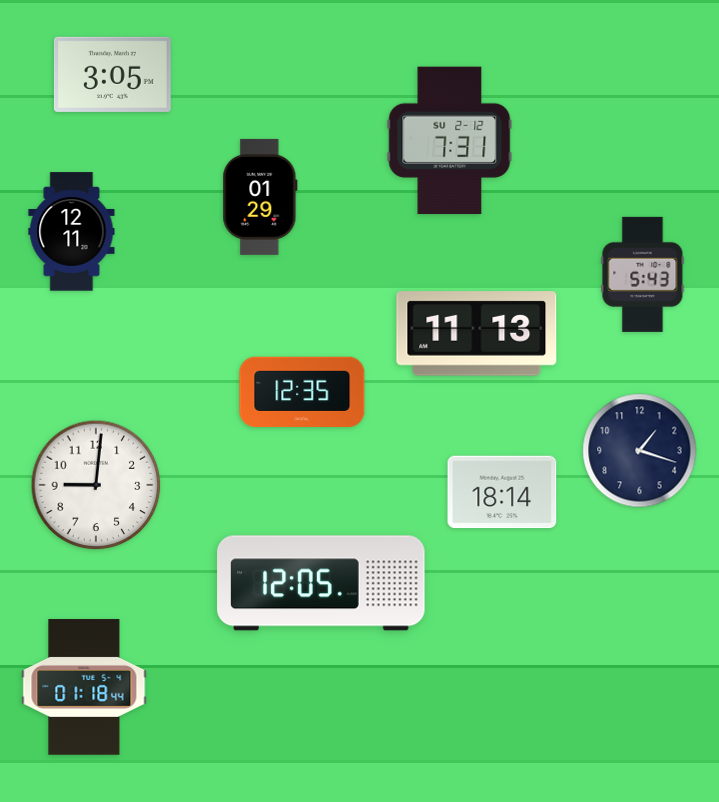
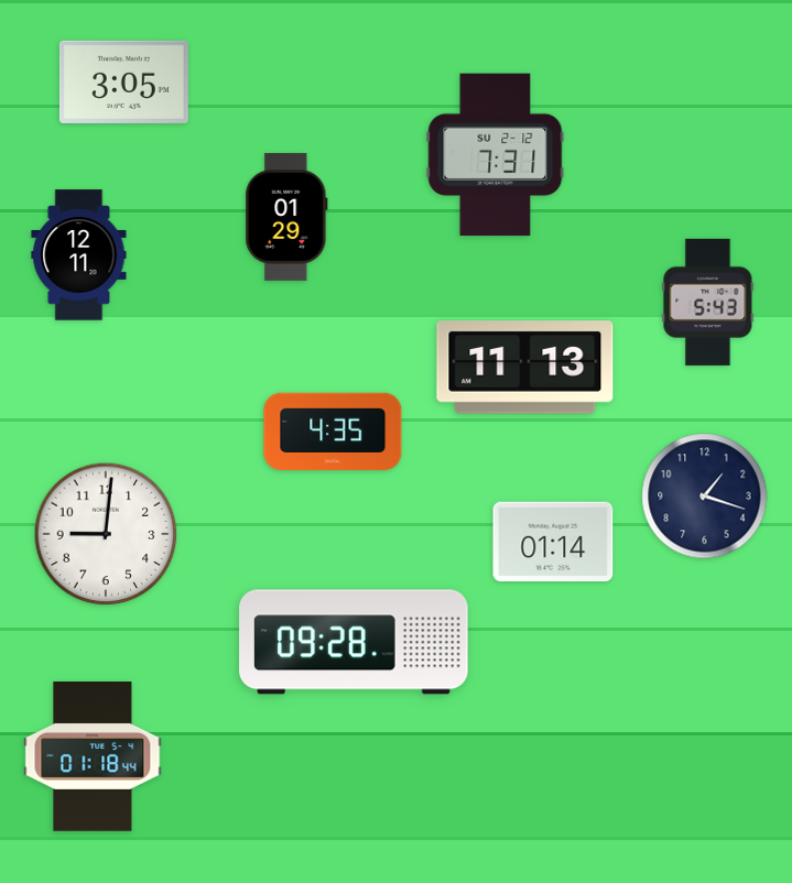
clock at (302, 392): 12:35 -> 4:35
clock at (502, 492): 18:14 -> 01:14
clock at (321, 583): 12:05 -> 09:28
